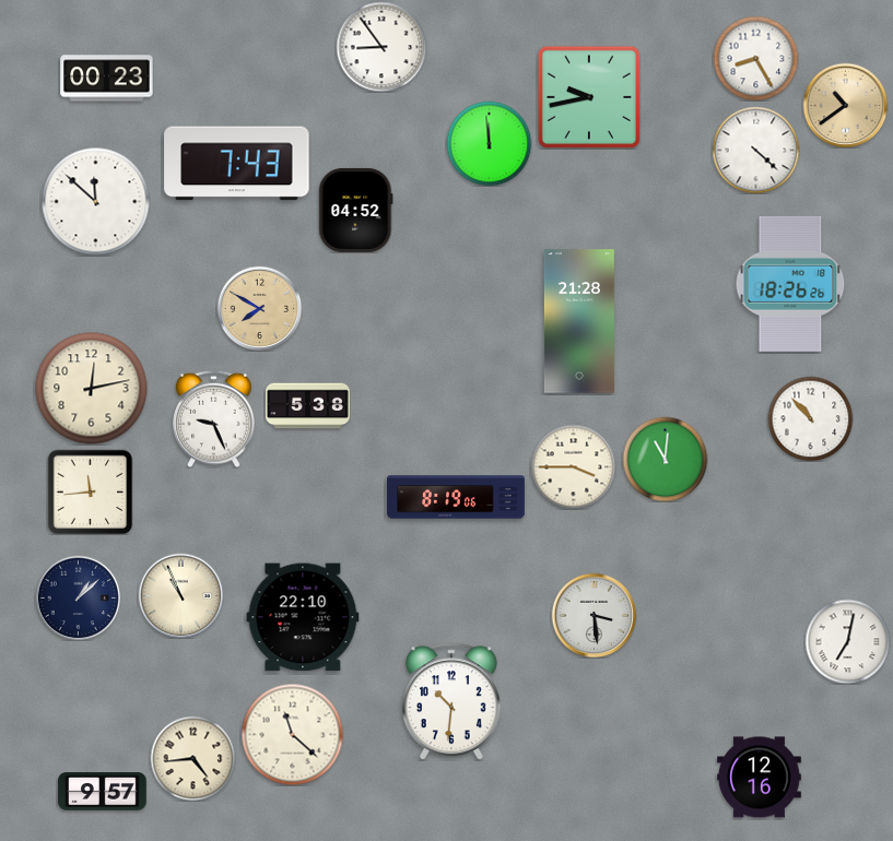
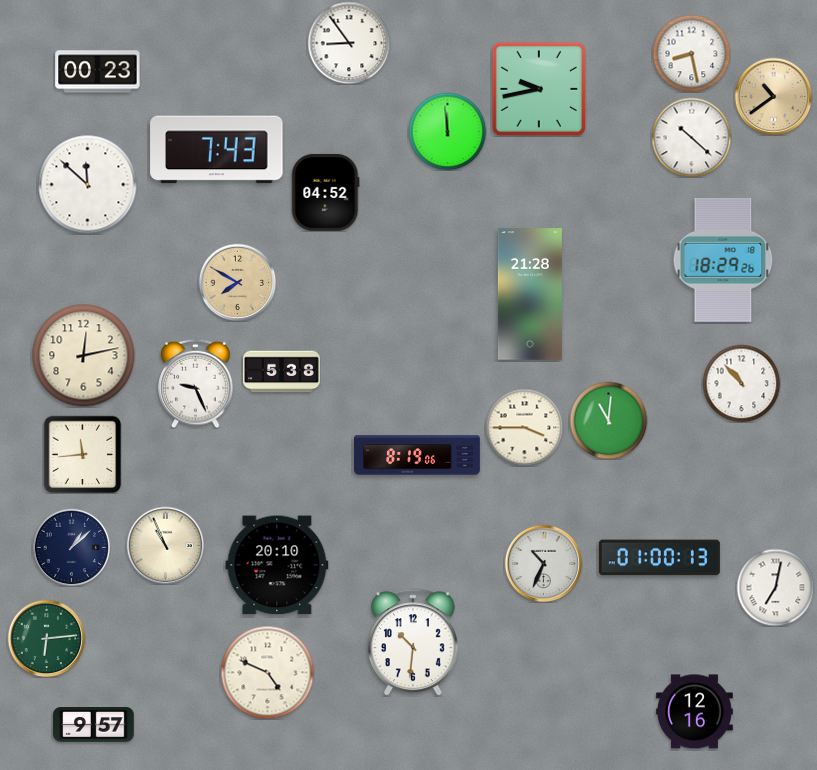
clock at (755, 58): 8:25 -> 8:28
clock at (755, 150): 4:22 -> 10:22
clock at (790, 284): 18:26 -> 18:29
clock at (90, 491) position: (90, 491) -> (82, 454)
clock at (659, 558): none -> 01:00
clock at (594, 615): 3:29 -> 10:34
clock at (303, 617): 22:10 -> 20:10
clock at (46, 638): none -> 6:14
clock at (292, 734): 11:22 -> 4:49
clock at (192, 758): 4:44 -> none
